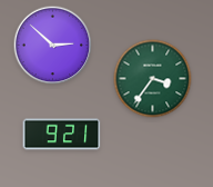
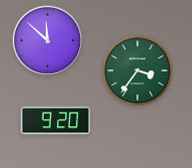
clock at (53, 46): 2:52 -> 11:52
clock at (62, 135): 9:21 -> 9:20
